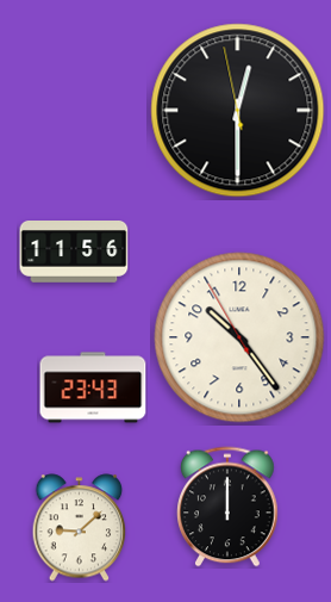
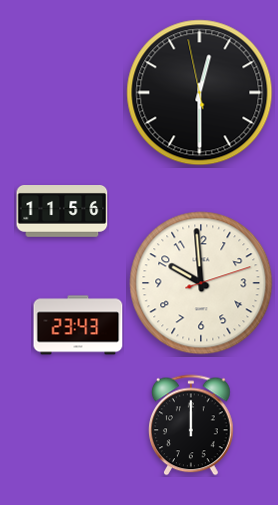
clock at (239, 337): 10:23 -> 9:59
clock at (80, 528): 9:08 -> none
